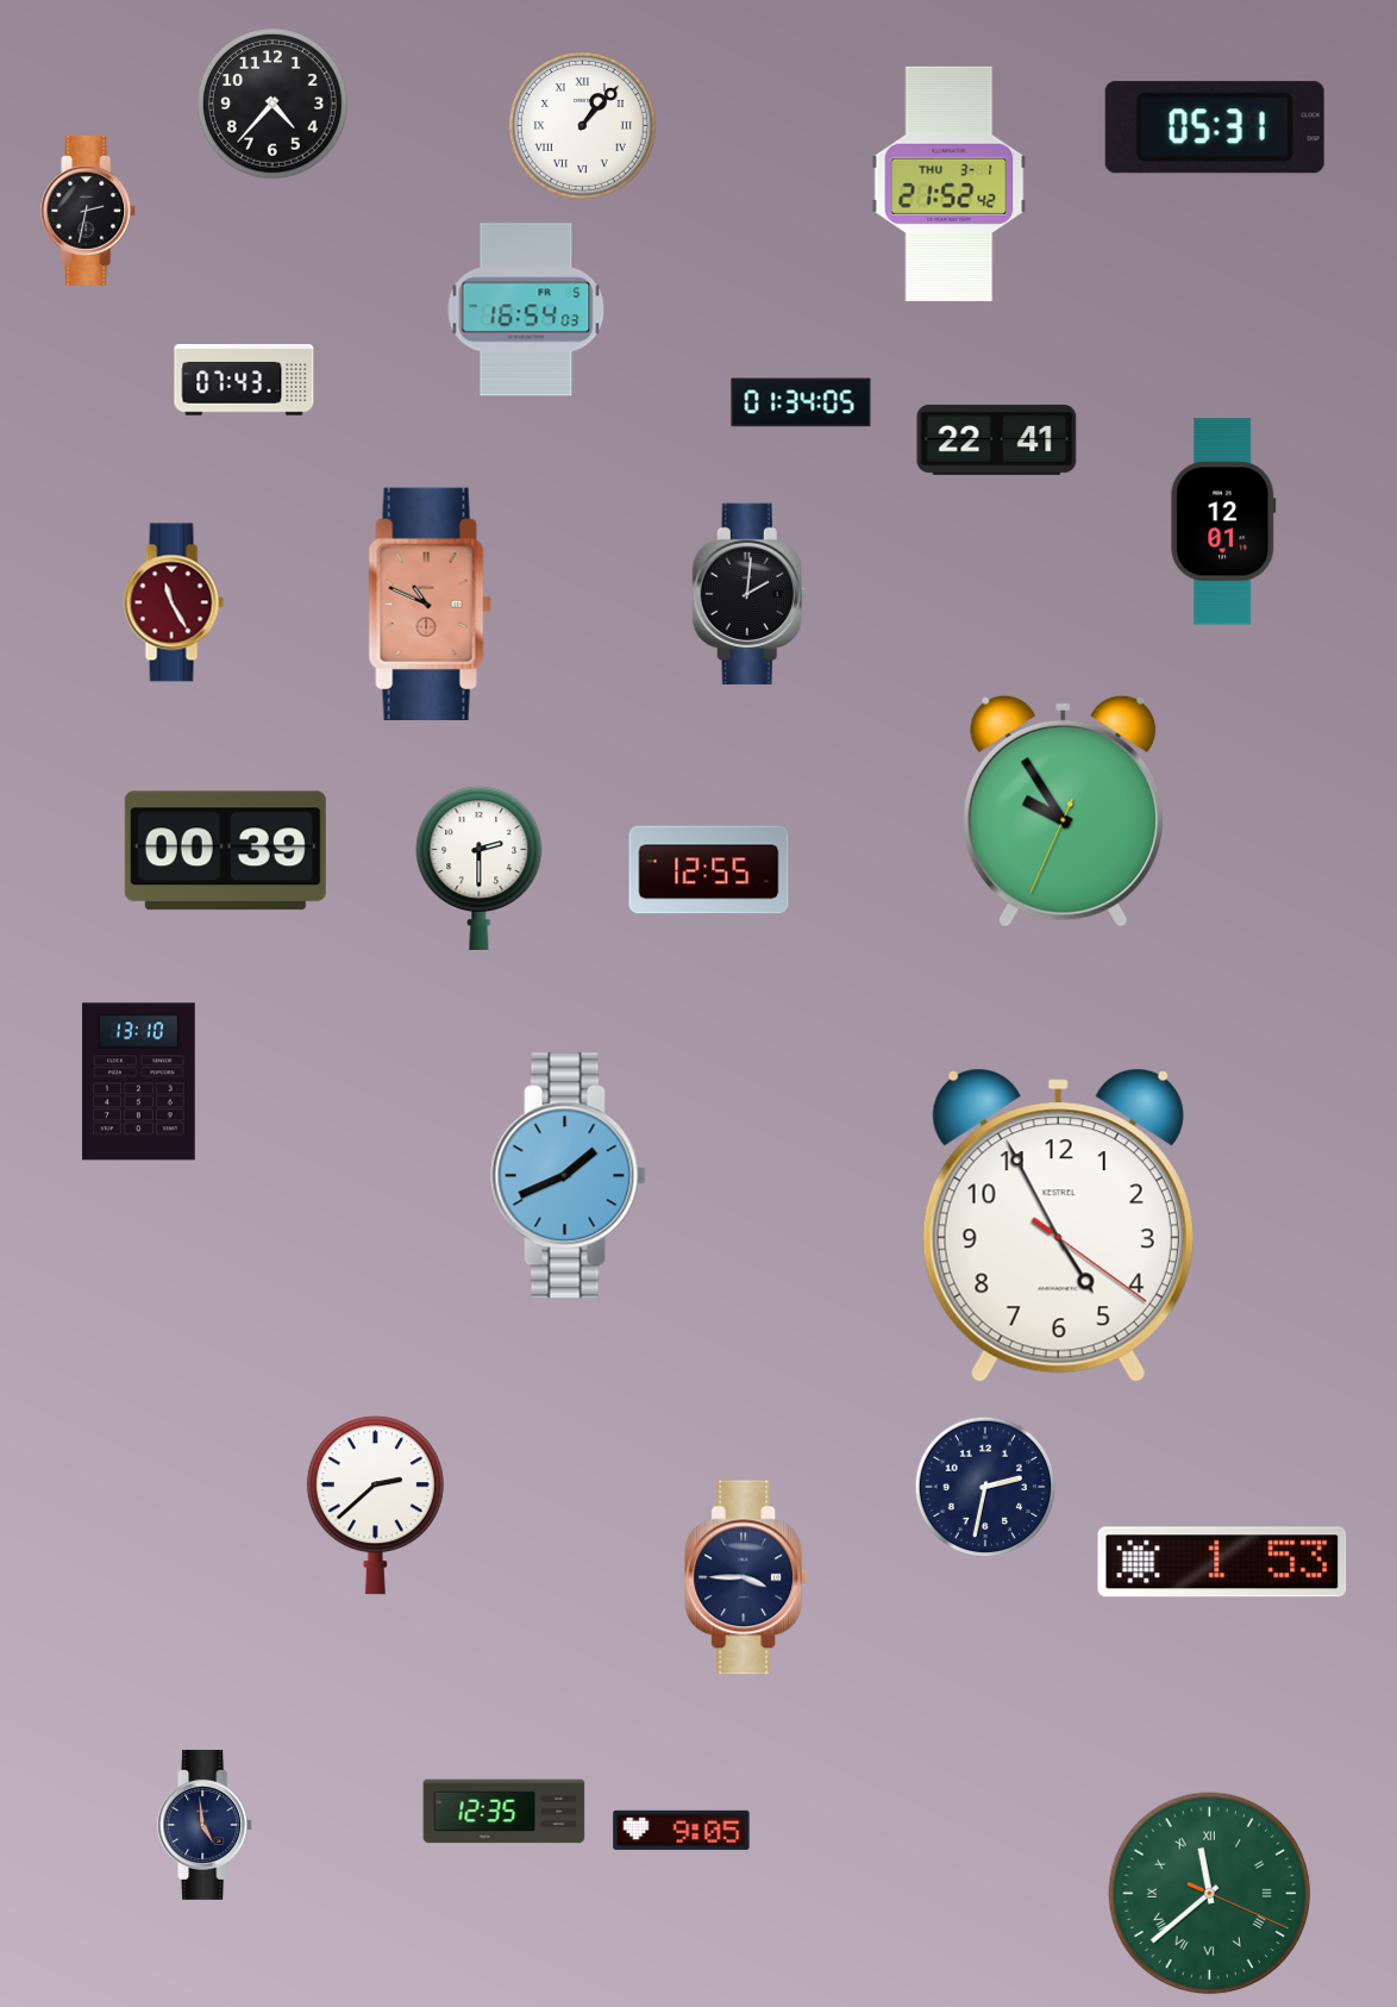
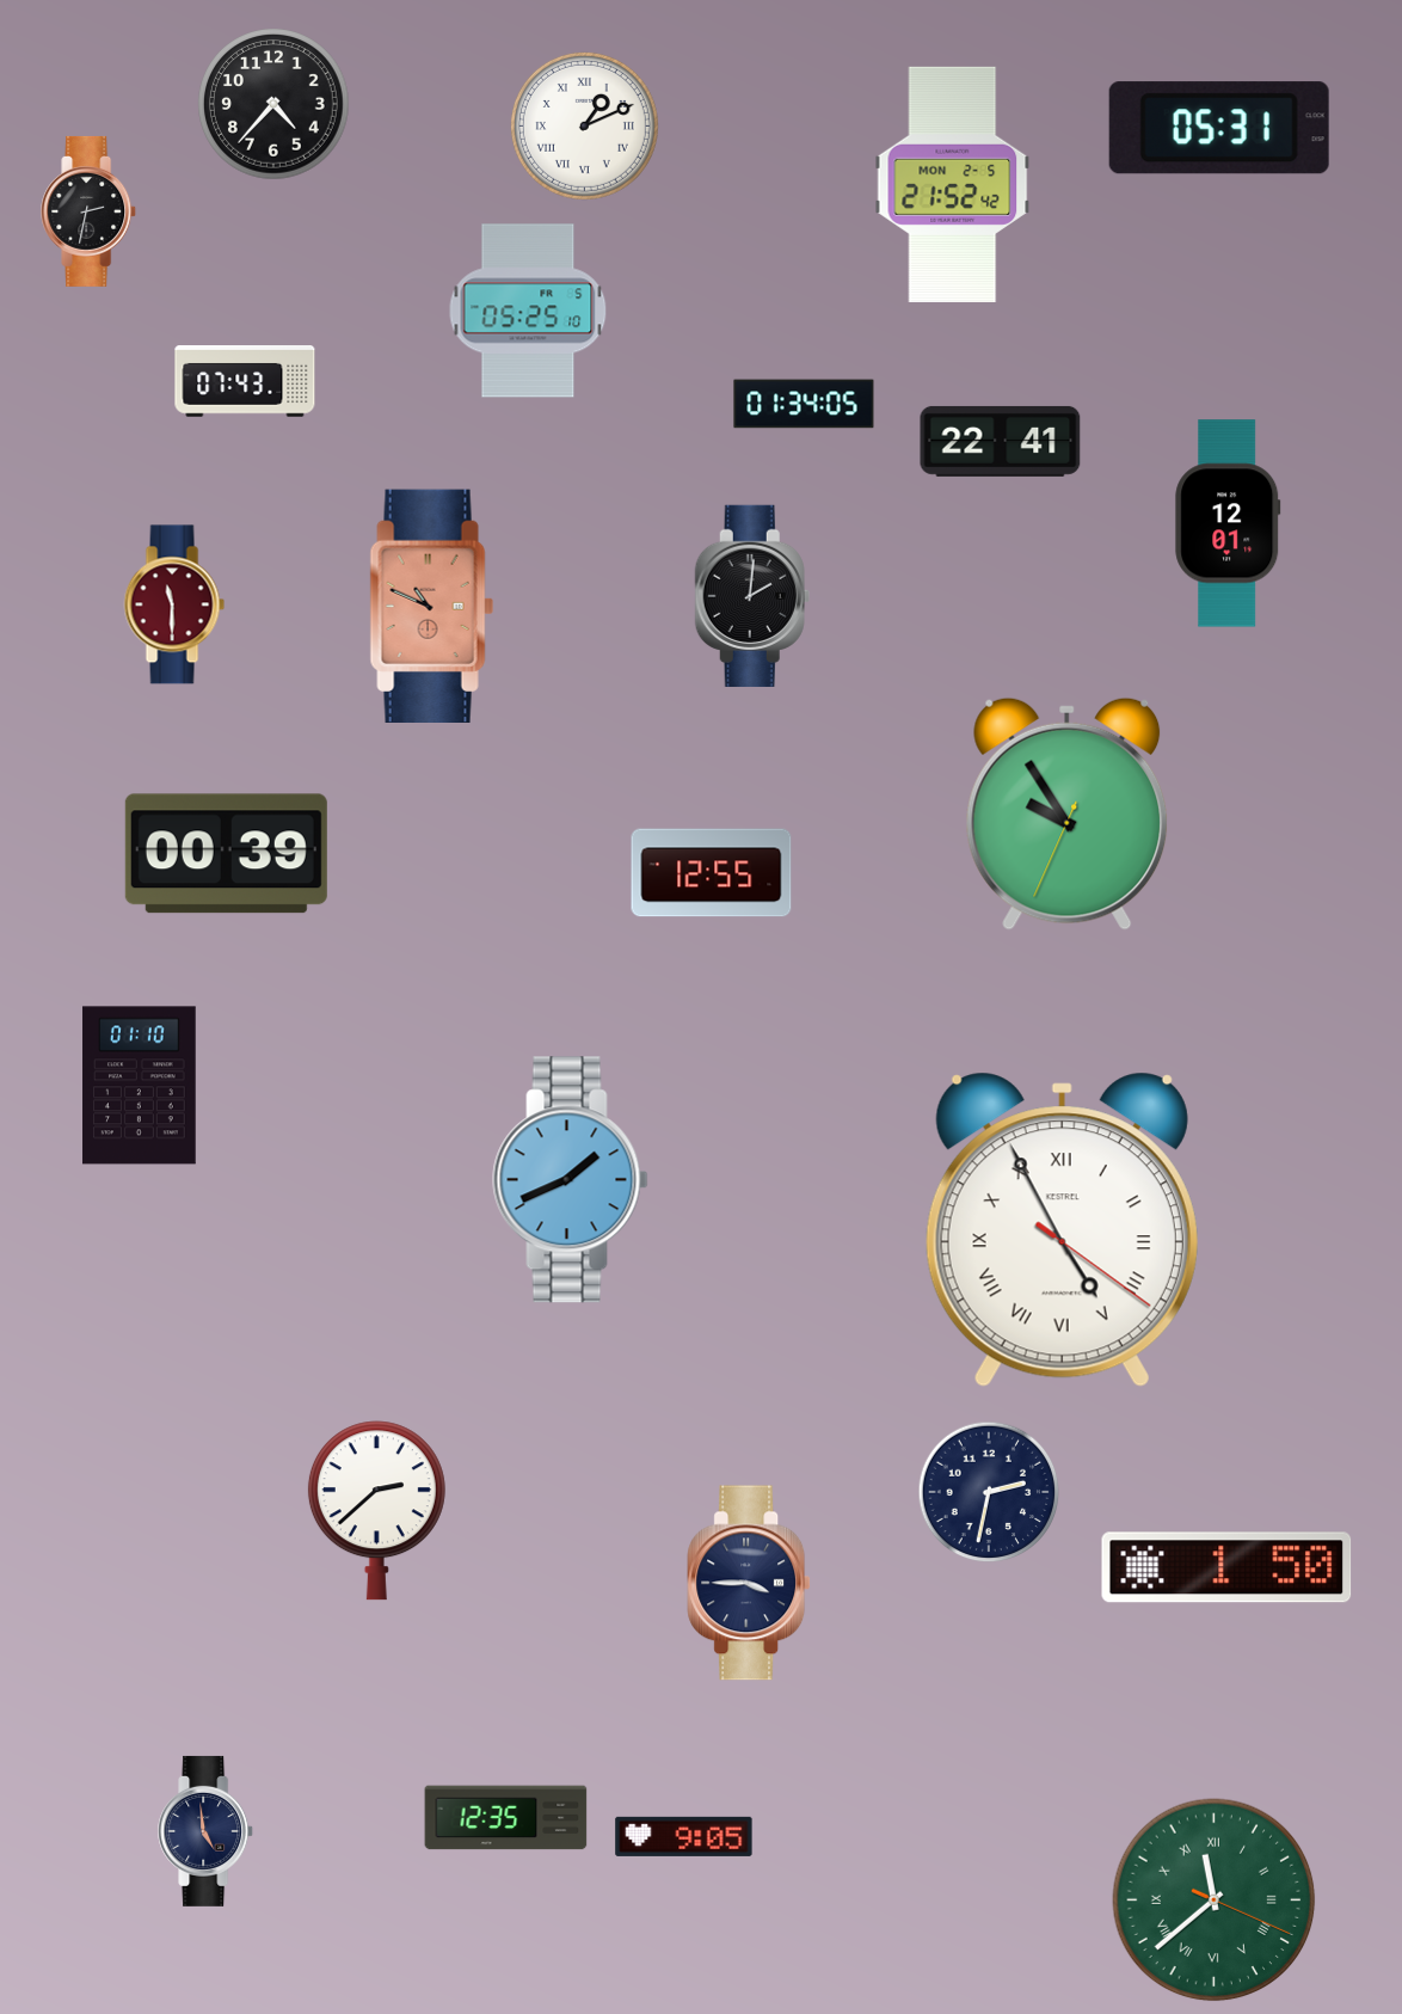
clock at (582, 125): 1:07 -> 1:11
clock at (950, 183) date: THU 3-1 -> MON 2-5
clock at (526, 310): 16:54 -> 05:25
clock at (174, 602): 11:25 -> 11:30
clock at (480, 868): 2:30 -> none
clock at (139, 1082): 13:10 -> 01:10
clock at (1058, 1225) numerals: Arabic -> Roman
clock at (1222, 1562): 1:53 -> 1:50
